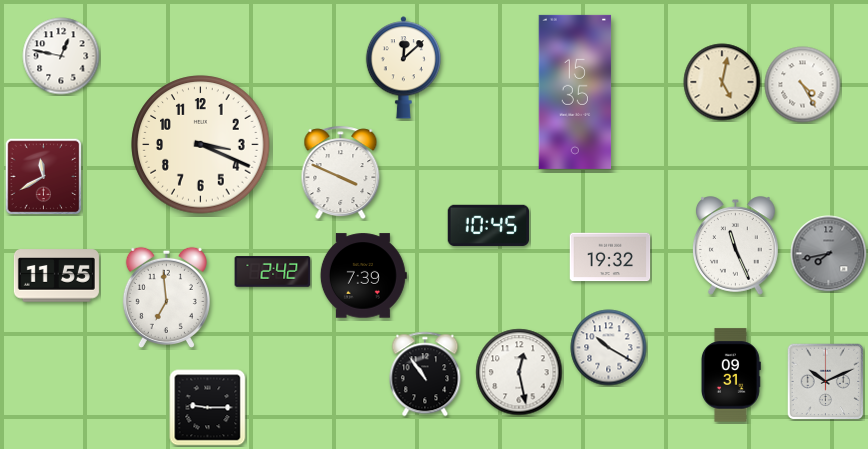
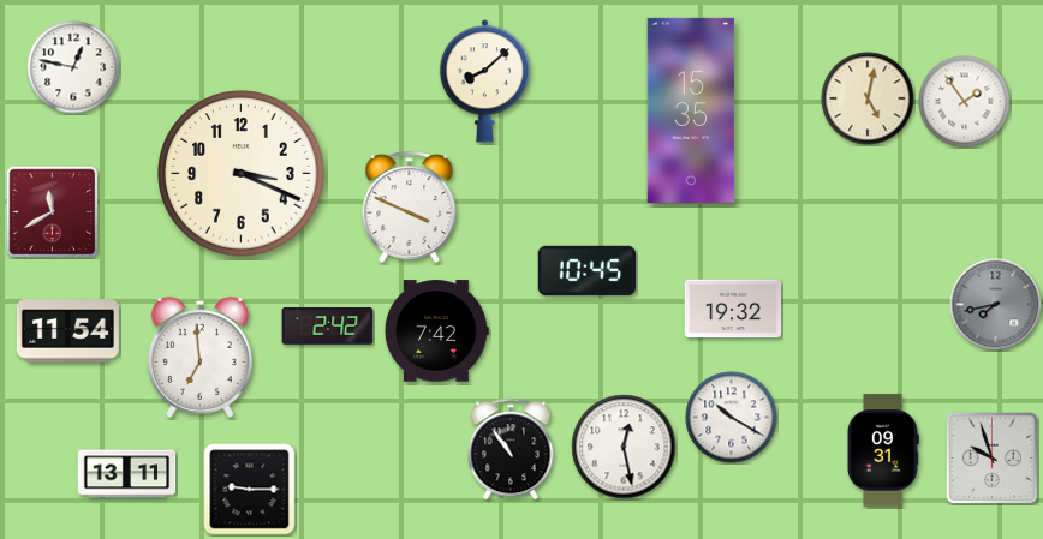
clock at (403, 68): 12:08 -> 8:08
clock at (803, 85): 4:25 -> 1:54
clock at (736, 246): 11:26 -> none
clock at (56, 276): 11:55 -> 11:54
clock at (363, 276): 7:39 -> 7:42
clock at (731, 375) position: (731, 375) -> (883, 450)
clock at (825, 381): 10:11 -> 9:57
clock at (127, 474): none -> 13:11
